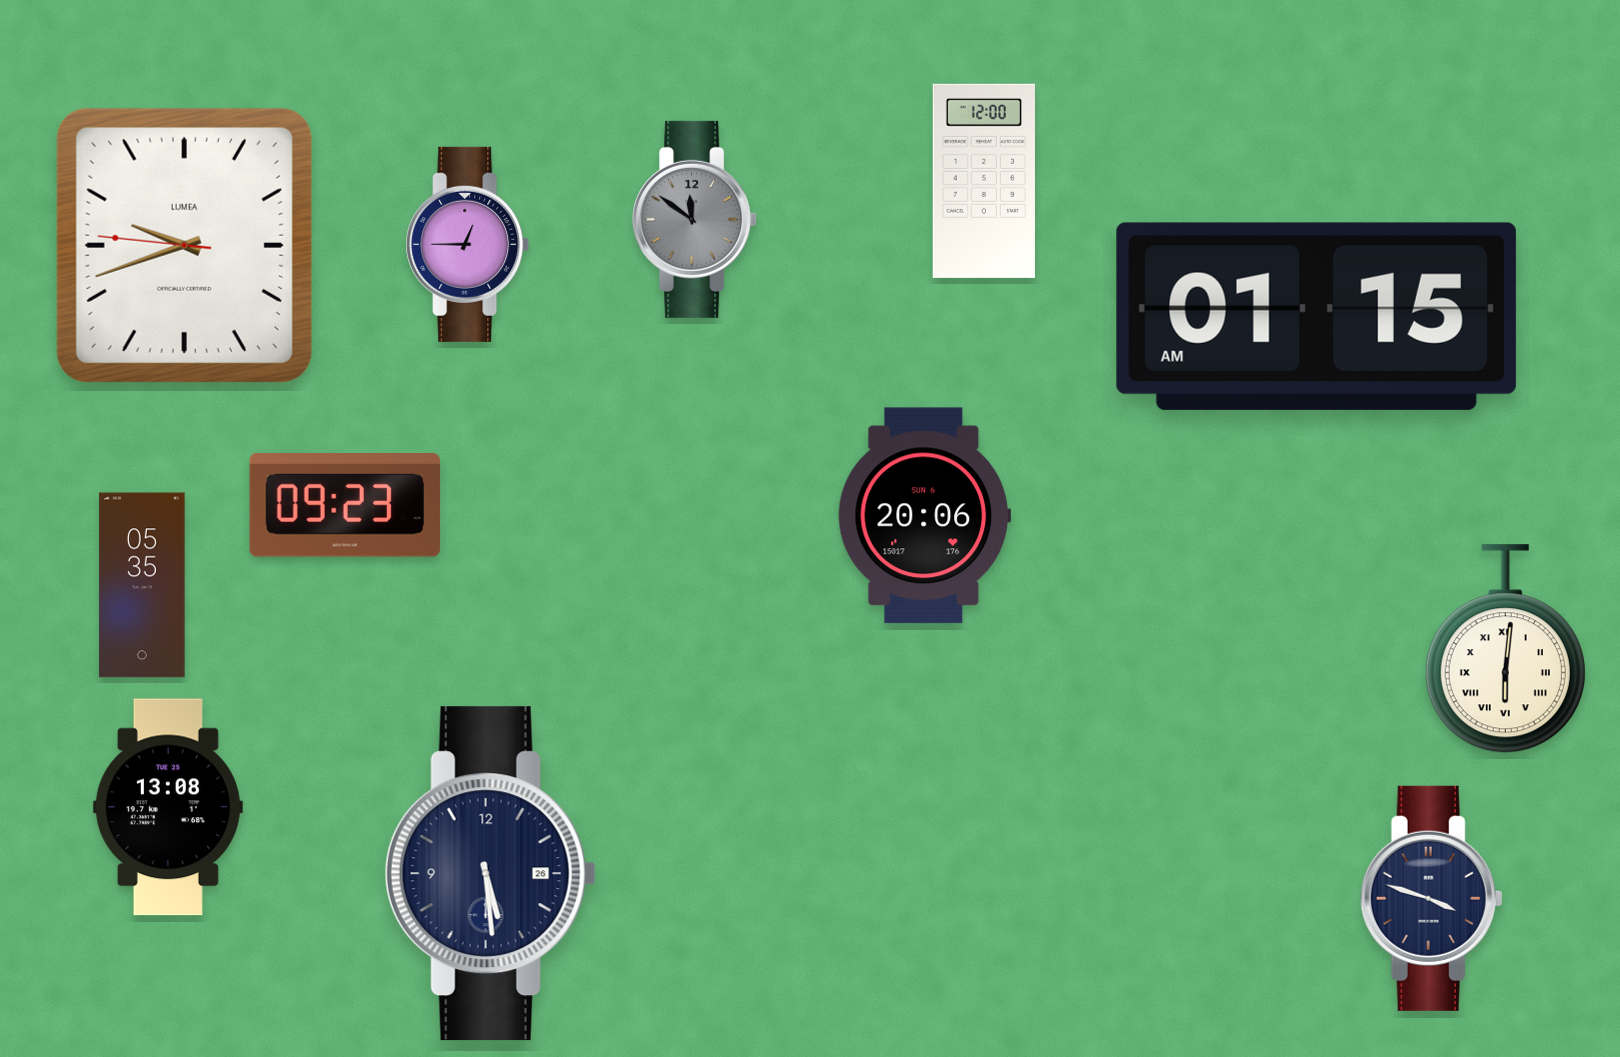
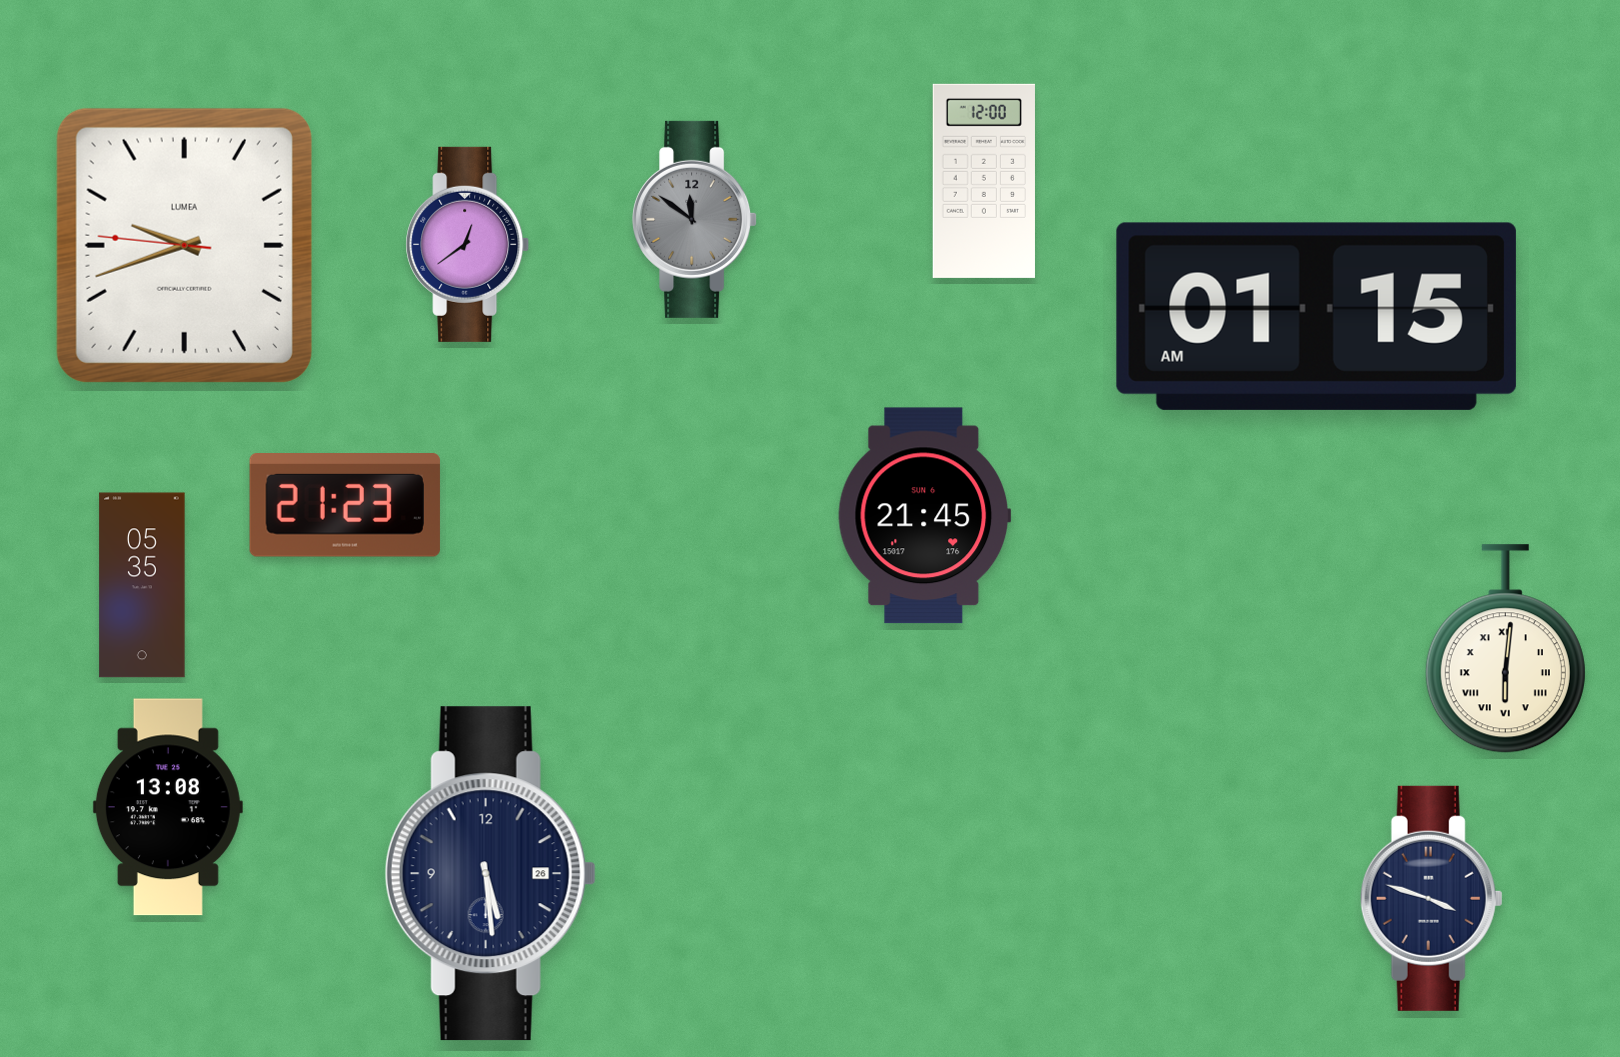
clock at (468, 244): 12:45 -> 12:39
clock at (345, 506): 09:23 -> 21:23
clock at (925, 516): 20:06 -> 21:45
